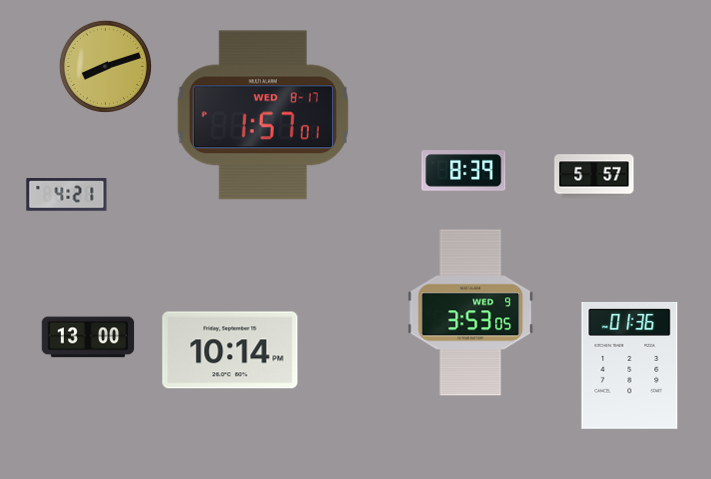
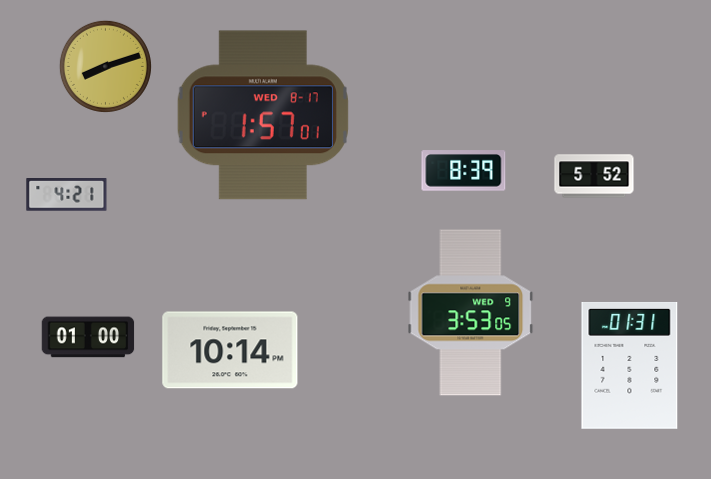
clock at (594, 176): 5:57 -> 5:52
clock at (88, 337): 13:00 -> 01:00
clock at (630, 365): 01:36 -> 01:31
